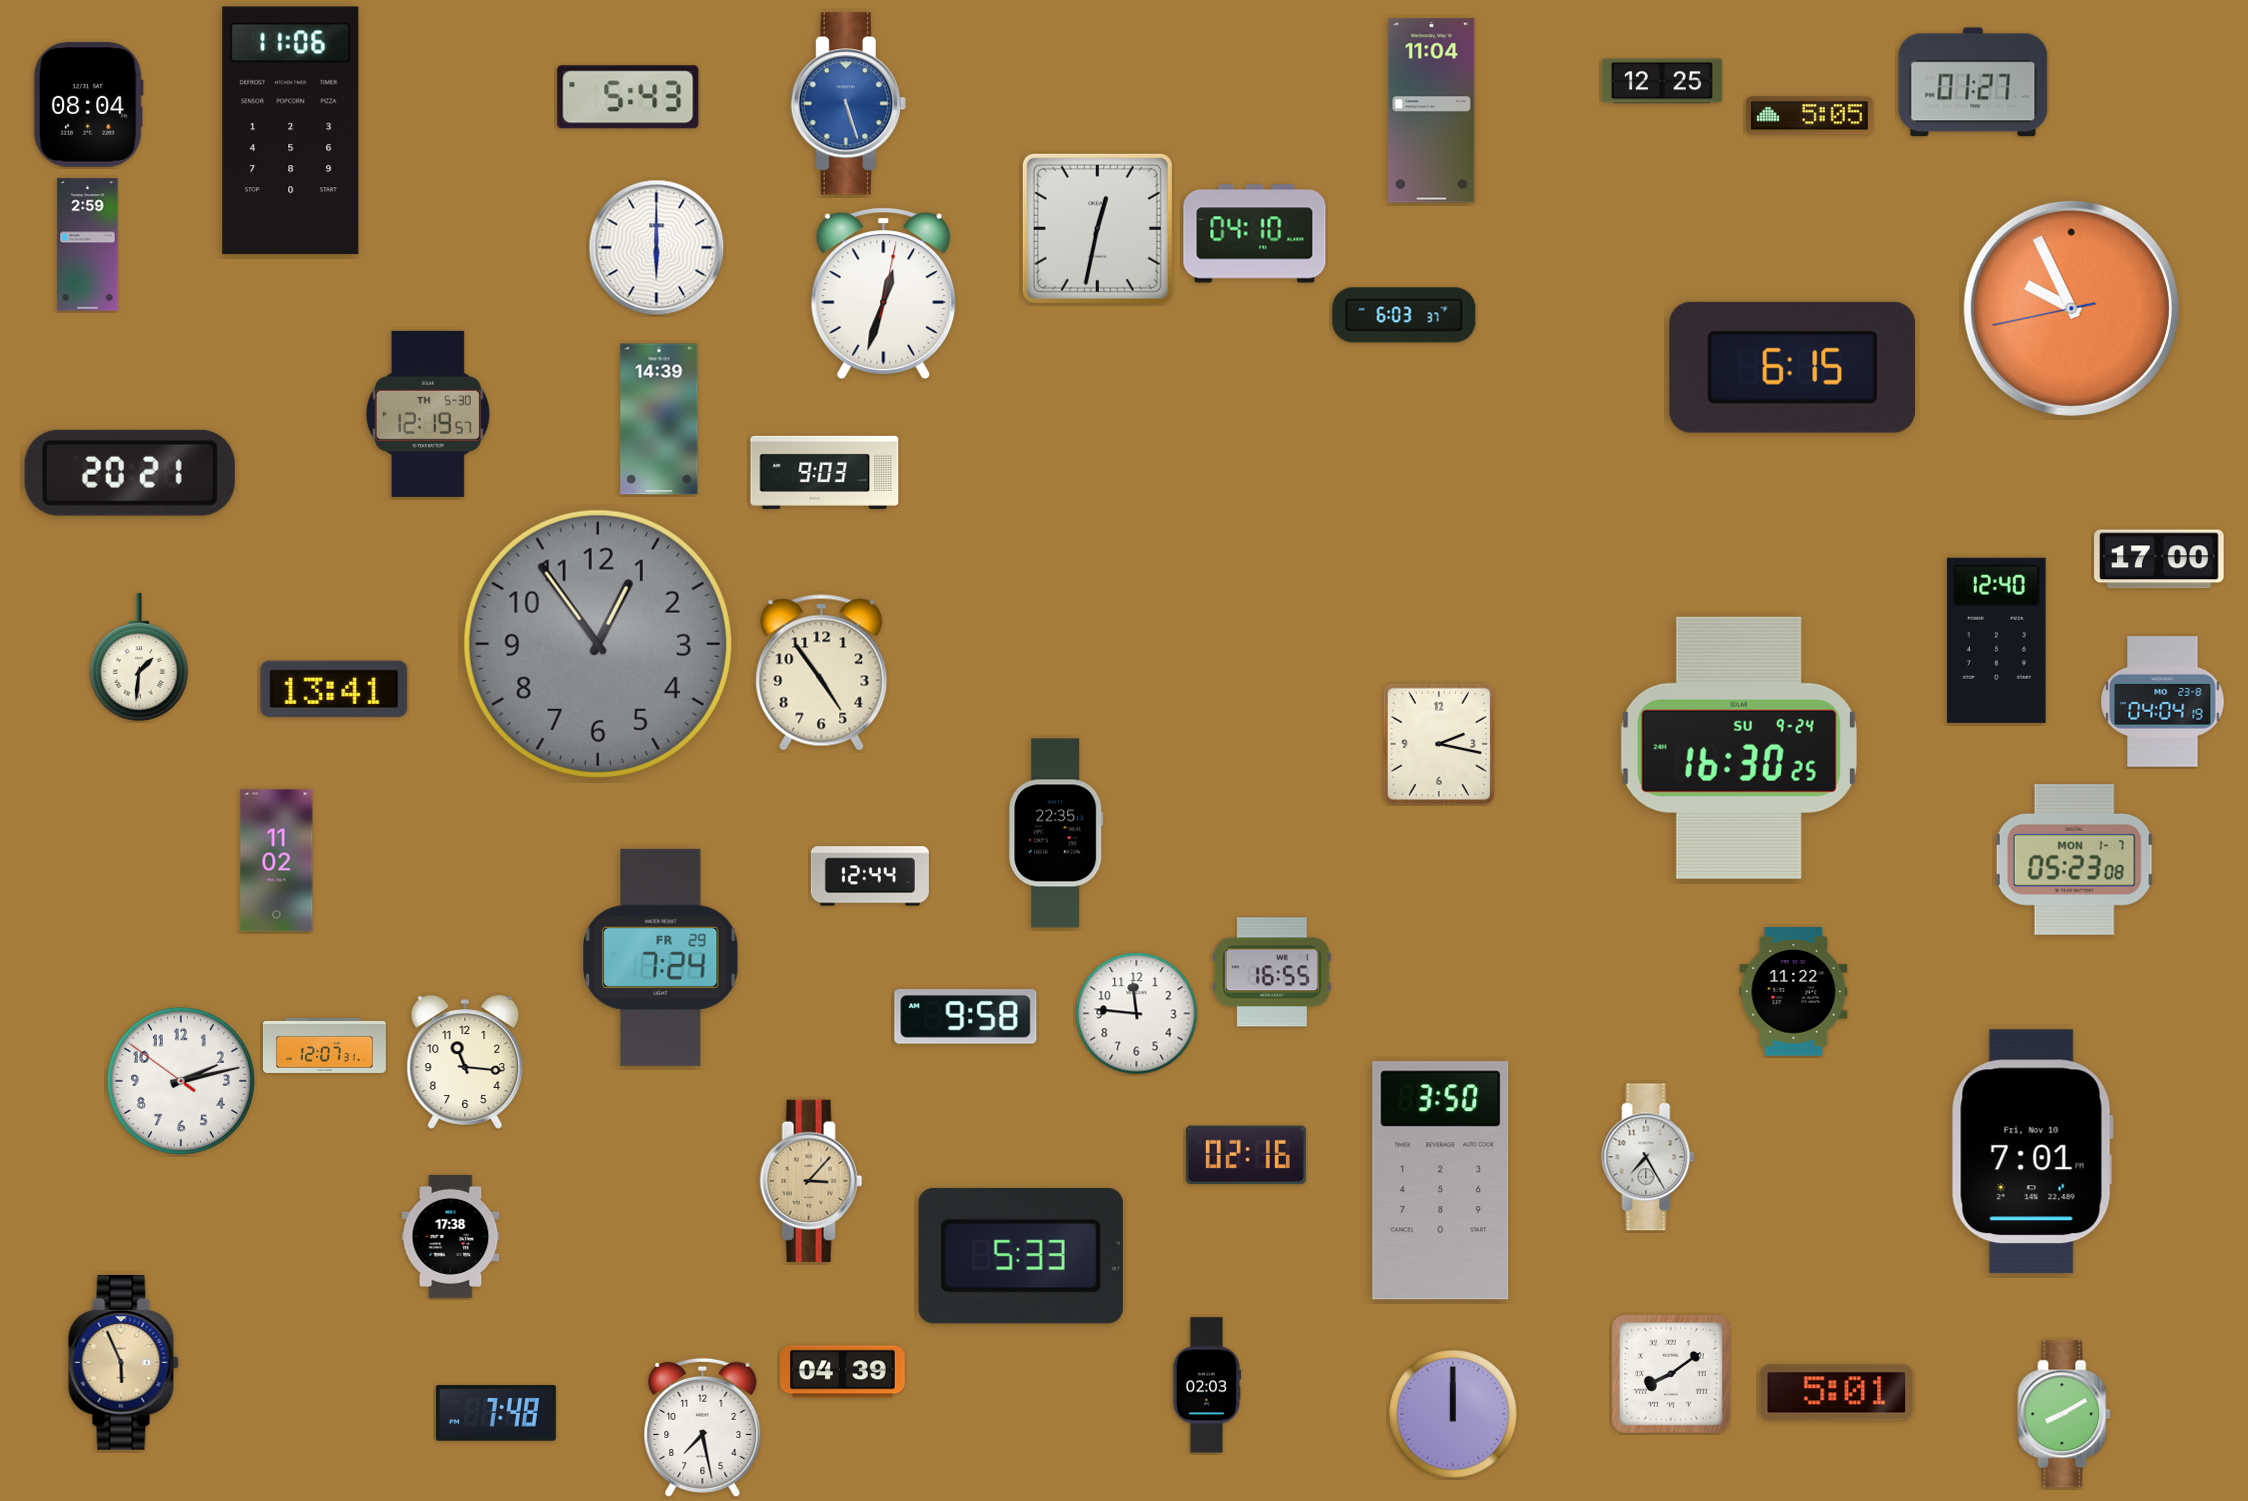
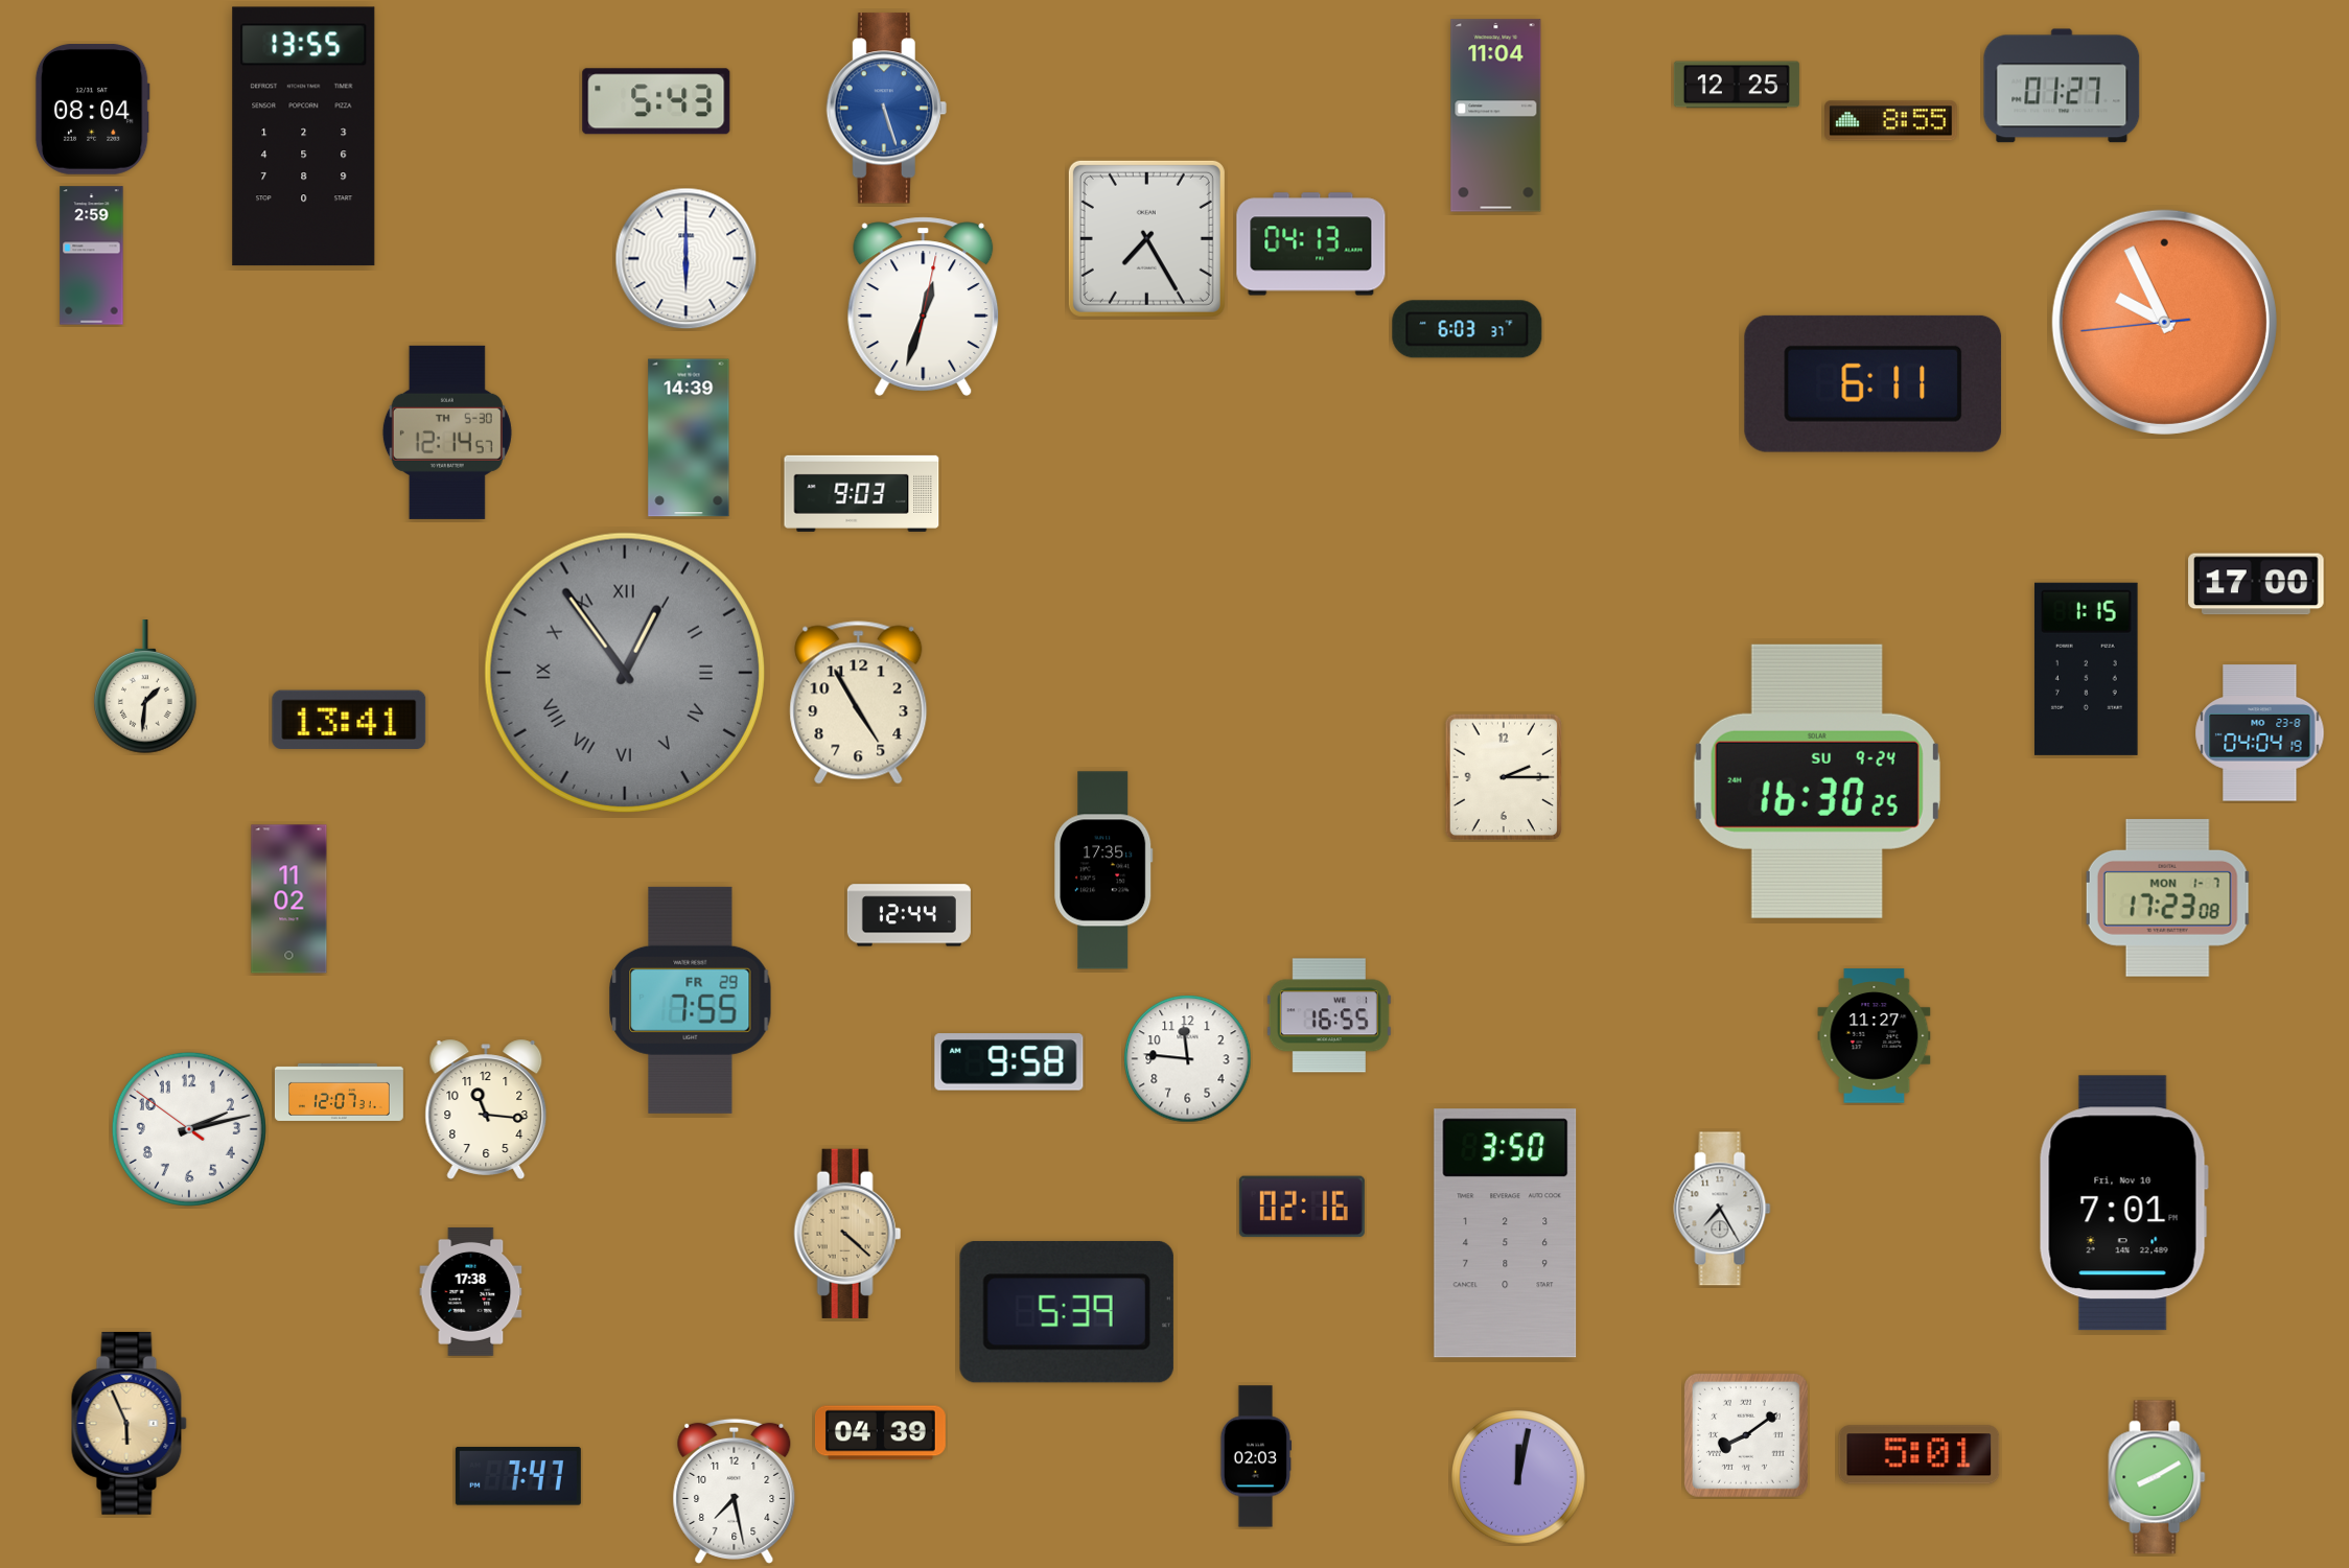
clock at (1810, 116): 5:05 -> 8:55
clock at (291, 131): 11:06 -> 13:55
clock at (1097, 228): 12:32 -> 7:25
clock at (1255, 234): 04:10 -> 04:13
clock at (2071, 308): 9:55:43 -> 9:55:44
clock at (1793, 367): 6:15 -> 6:11
clock at (428, 414): 12:19 -> 12:14
clock at (130, 473): 20:21 -> none
clock at (1996, 640): 12:40 -> 1:15
clock at (598, 644) numerals: Arabic -> Roman
clock at (822, 673): 4:54 -> 4:55
clock at (1438, 744): 2:17 -> 2:15
clock at (1056, 833): 22:35 -> 17:35
clock at (2074, 860): 05:23 -> 17:23
clock at (661, 957): 7:24 -> 7:55
clock at (1794, 992): 11:22 -> 11:27
clock at (811, 1181): 3:07 -> 4:22
clock at (1021, 1256): 5:33 -> 5:39
clock at (1207, 1385) position: (1207, 1385) -> (1256, 1456)
clock at (496, 1413): 7:48 -> 7:47
clock at (1453, 1414): 12:00 -> 12:02
